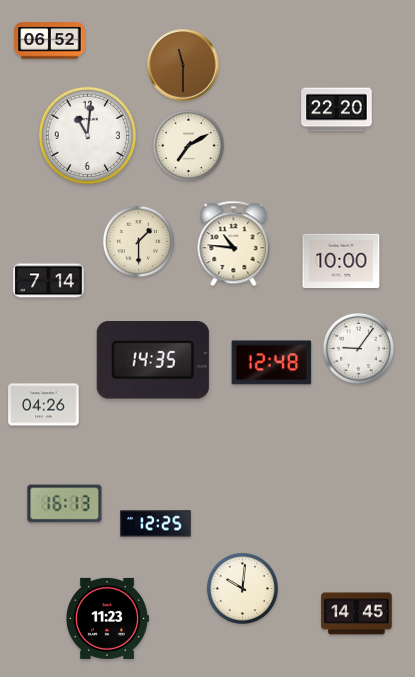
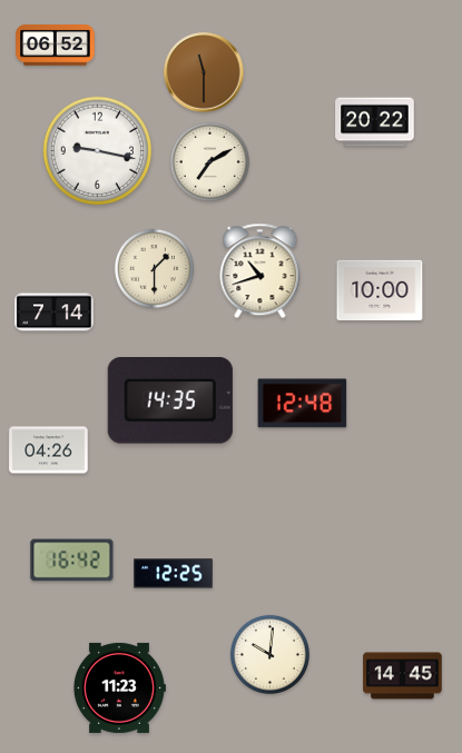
clock at (337, 110): 22:20 -> 20:22
clock at (87, 135): 11:01 -> 9:17
clock at (234, 244): 10:46 -> 10:42
clock at (358, 348): 9:06 -> none
clock at (65, 504): 16:13 -> 16:42
clock at (156, 524) position: (156, 524) -> (174, 574)
clock at (357, 614) position: (357, 614) -> (403, 676)
